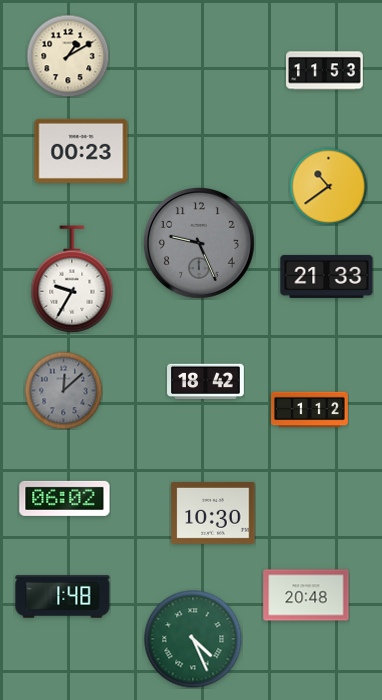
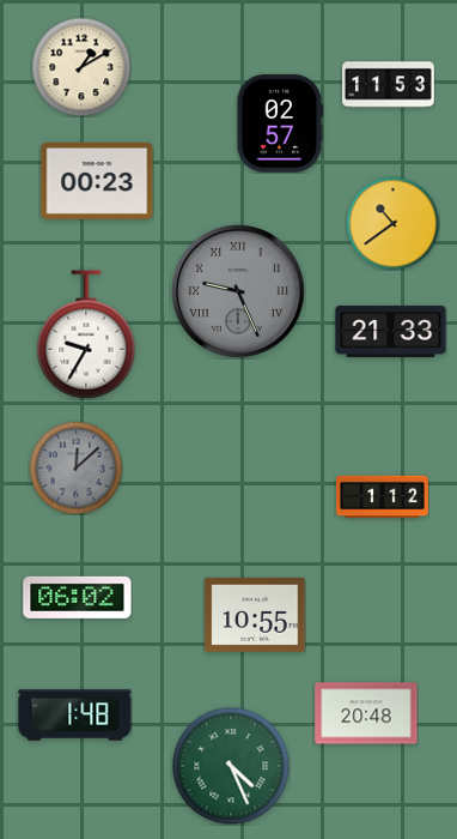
clock at (280, 123): none -> 02:57
clock at (199, 243) numerals: Arabic -> Roman
clock at (206, 382): 18:42 -> none
clock at (310, 410) position: (310, 410) -> (383, 497)
clock at (213, 513): 10:30 -> 10:55
